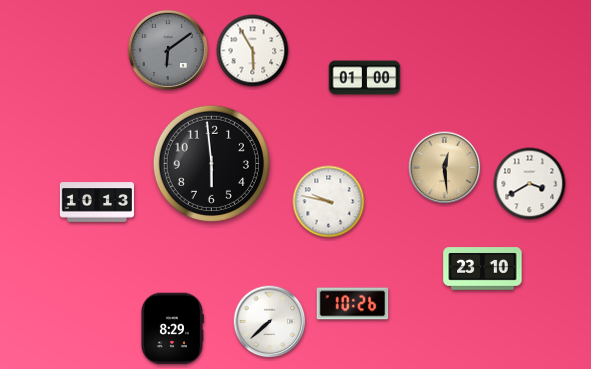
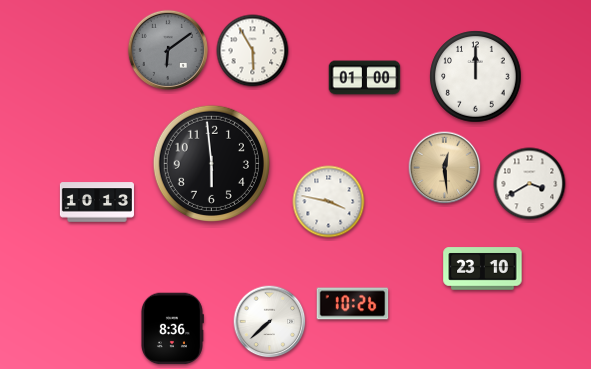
clock at (476, 77): none -> 12:00
clock at (329, 202): 9:47 -> 3:47
clock at (172, 329): 8:29 -> 8:36
